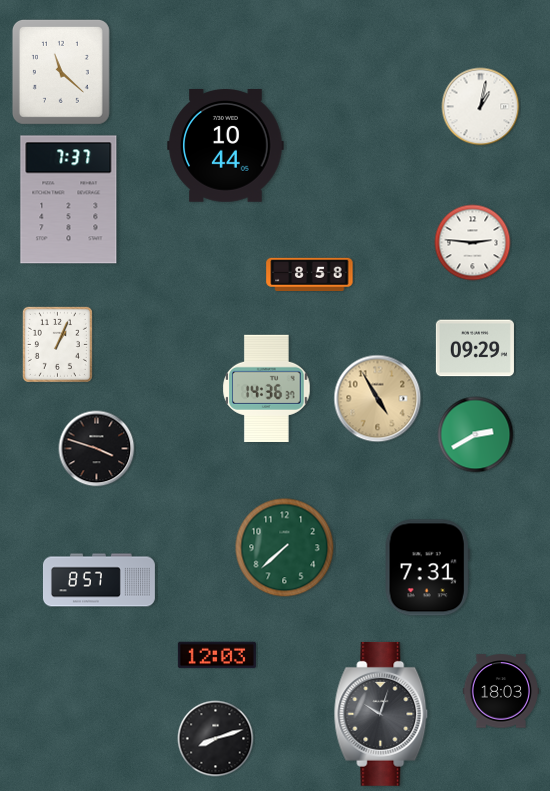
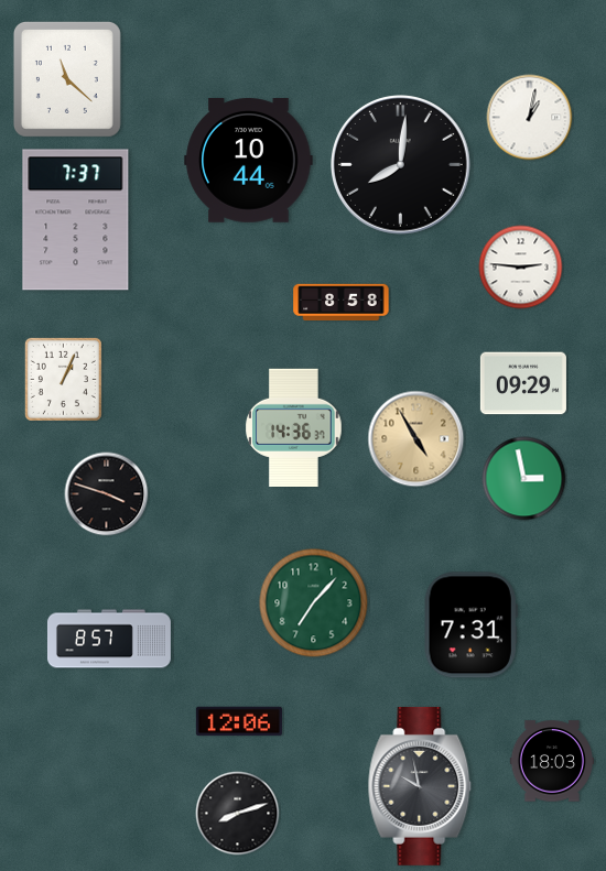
clock at (401, 165): none -> 8:01
clock at (476, 435): 2:40 -> 2:58
clock at (285, 548): 7:38 -> 7:07
clock at (217, 655): 12:03 -> 12:06
clock at (381, 714): 10:03 -> 9:58
